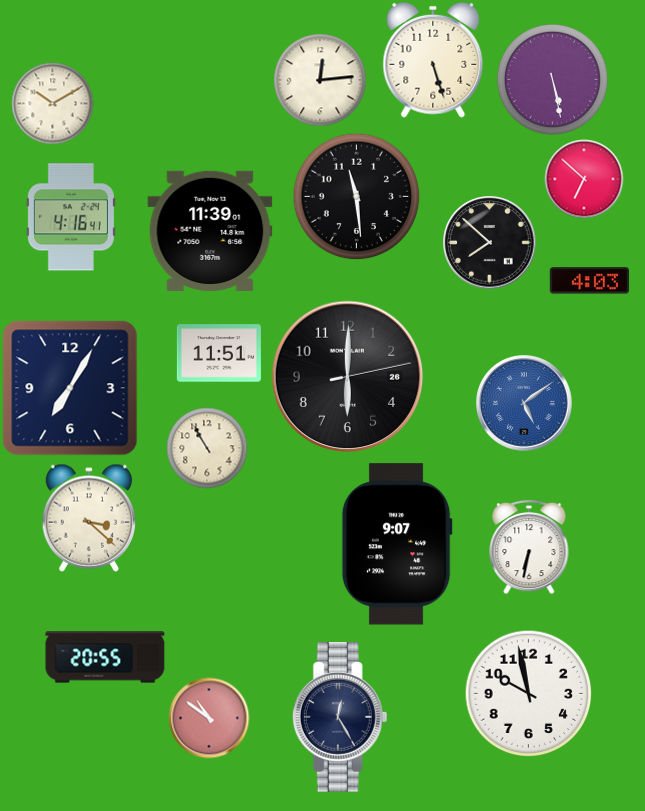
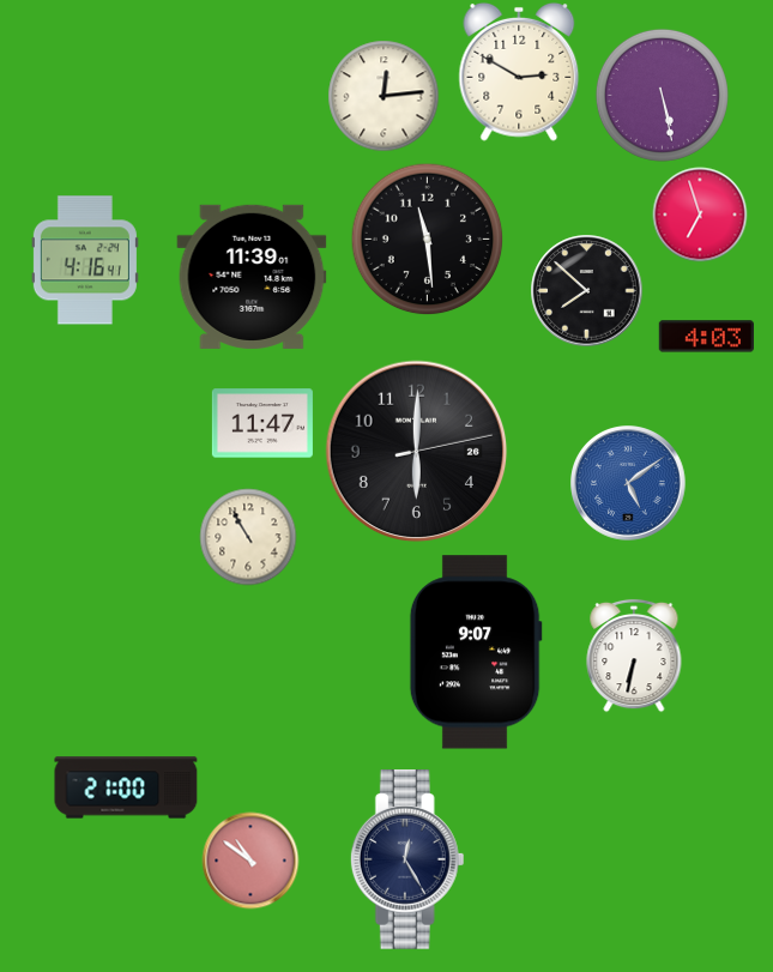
clock at (433, 60): 5:27 -> 2:50
clock at (52, 103): 10:10 -> none
clock at (584, 179): 6:52 -> 6:57
clock at (356, 196) position: (356, 196) -> (427, 239)
clock at (219, 353): 11:51 -> 11:47
clock at (70, 388): 7:05 -> none
clock at (88, 518): 3:22 -> none
clock at (105, 657): 20:55 -> 21:00
clock at (528, 693): 9:58 -> none
